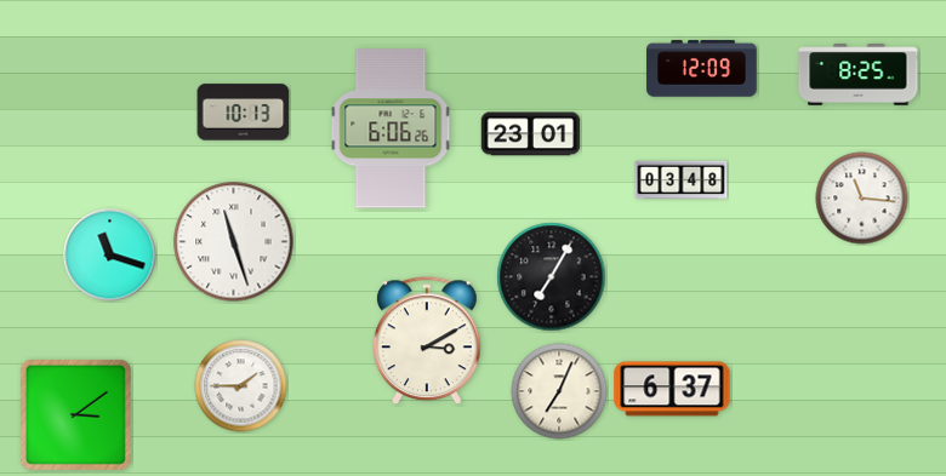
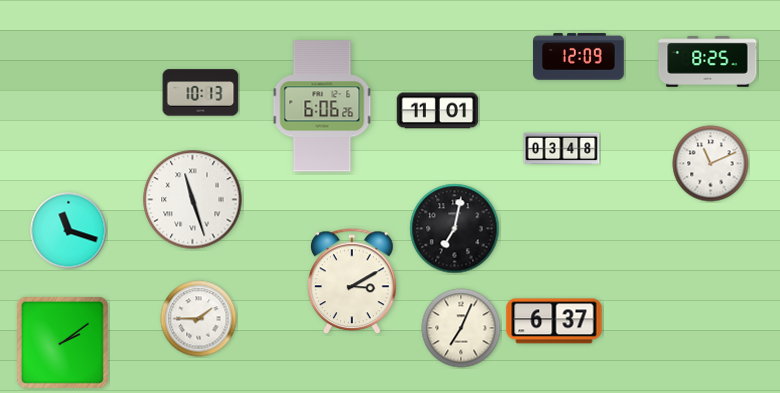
clock at (531, 134): 23:01 -> 11:01
clock at (862, 199): 11:16 -> 11:11
clock at (110, 256) position: (110, 256) -> (69, 231)
clock at (552, 277): 7:05 -> 7:02
clock at (559, 391) position: (559, 391) -> (461, 328)
clock at (75, 414): 3:09 -> 2:09
